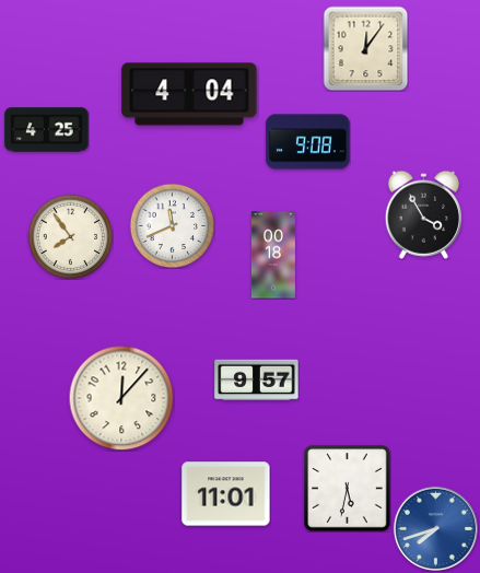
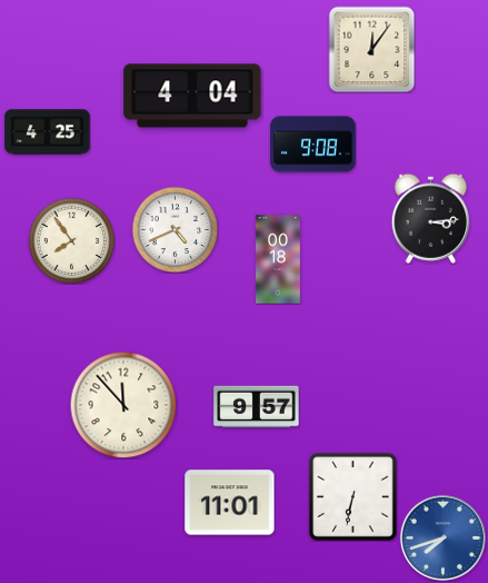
clock at (423, 214): 3:55 -> 3:14
clock at (172, 225): 11:41 -> 4:41
clock at (257, 381) position: (257, 381) -> (257, 407)
clock at (121, 398): 12:07 -> 11:53
clock at (348, 489): 5:32 -> 6:32
